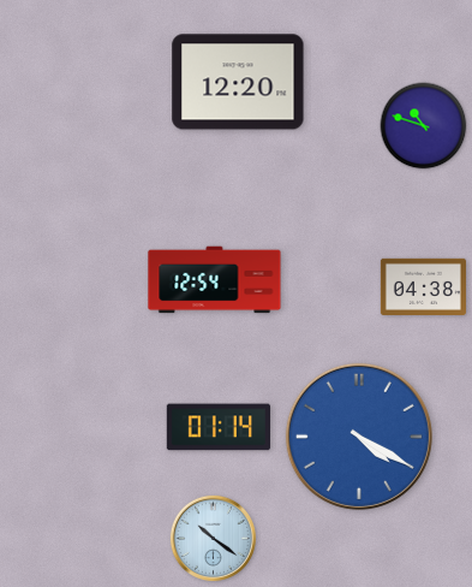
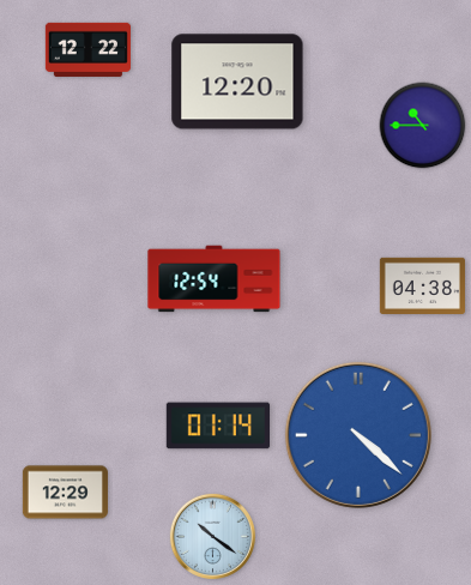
clock at (87, 49): none -> 12:22
clock at (424, 126): 10:48 -> 10:45
clock at (359, 437): 4:20 -> 4:22
clock at (65, 493): none -> 12:29
